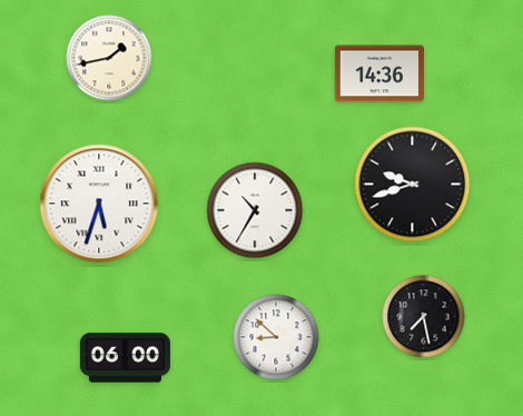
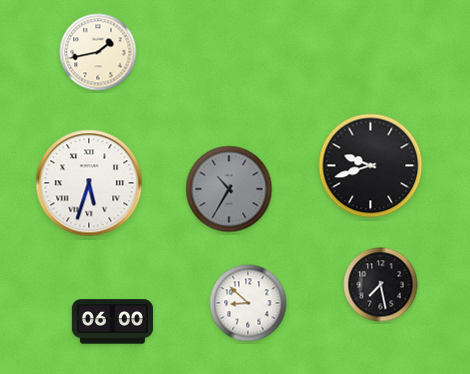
clock at (378, 73): 14:36 -> none
clock at (255, 210) dial: white -> grey
